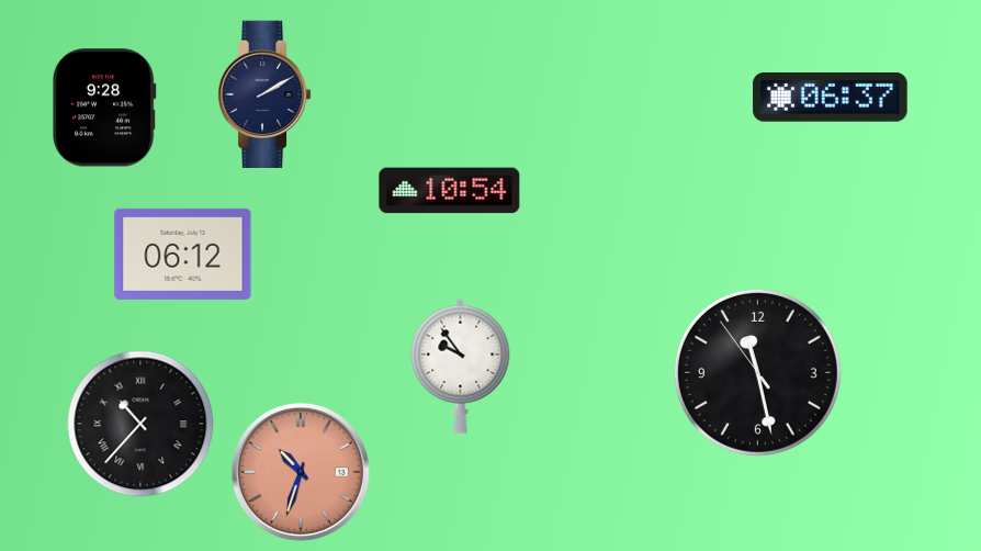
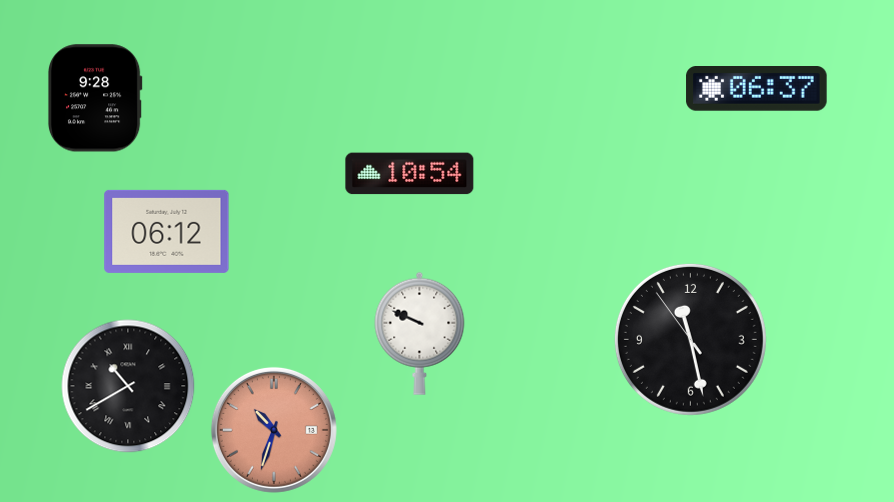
clock at (264, 93): 2:10 -> none
clock at (461, 366): 9:54 -> 9:49
clock at (140, 424): 10:37 -> 10:40
